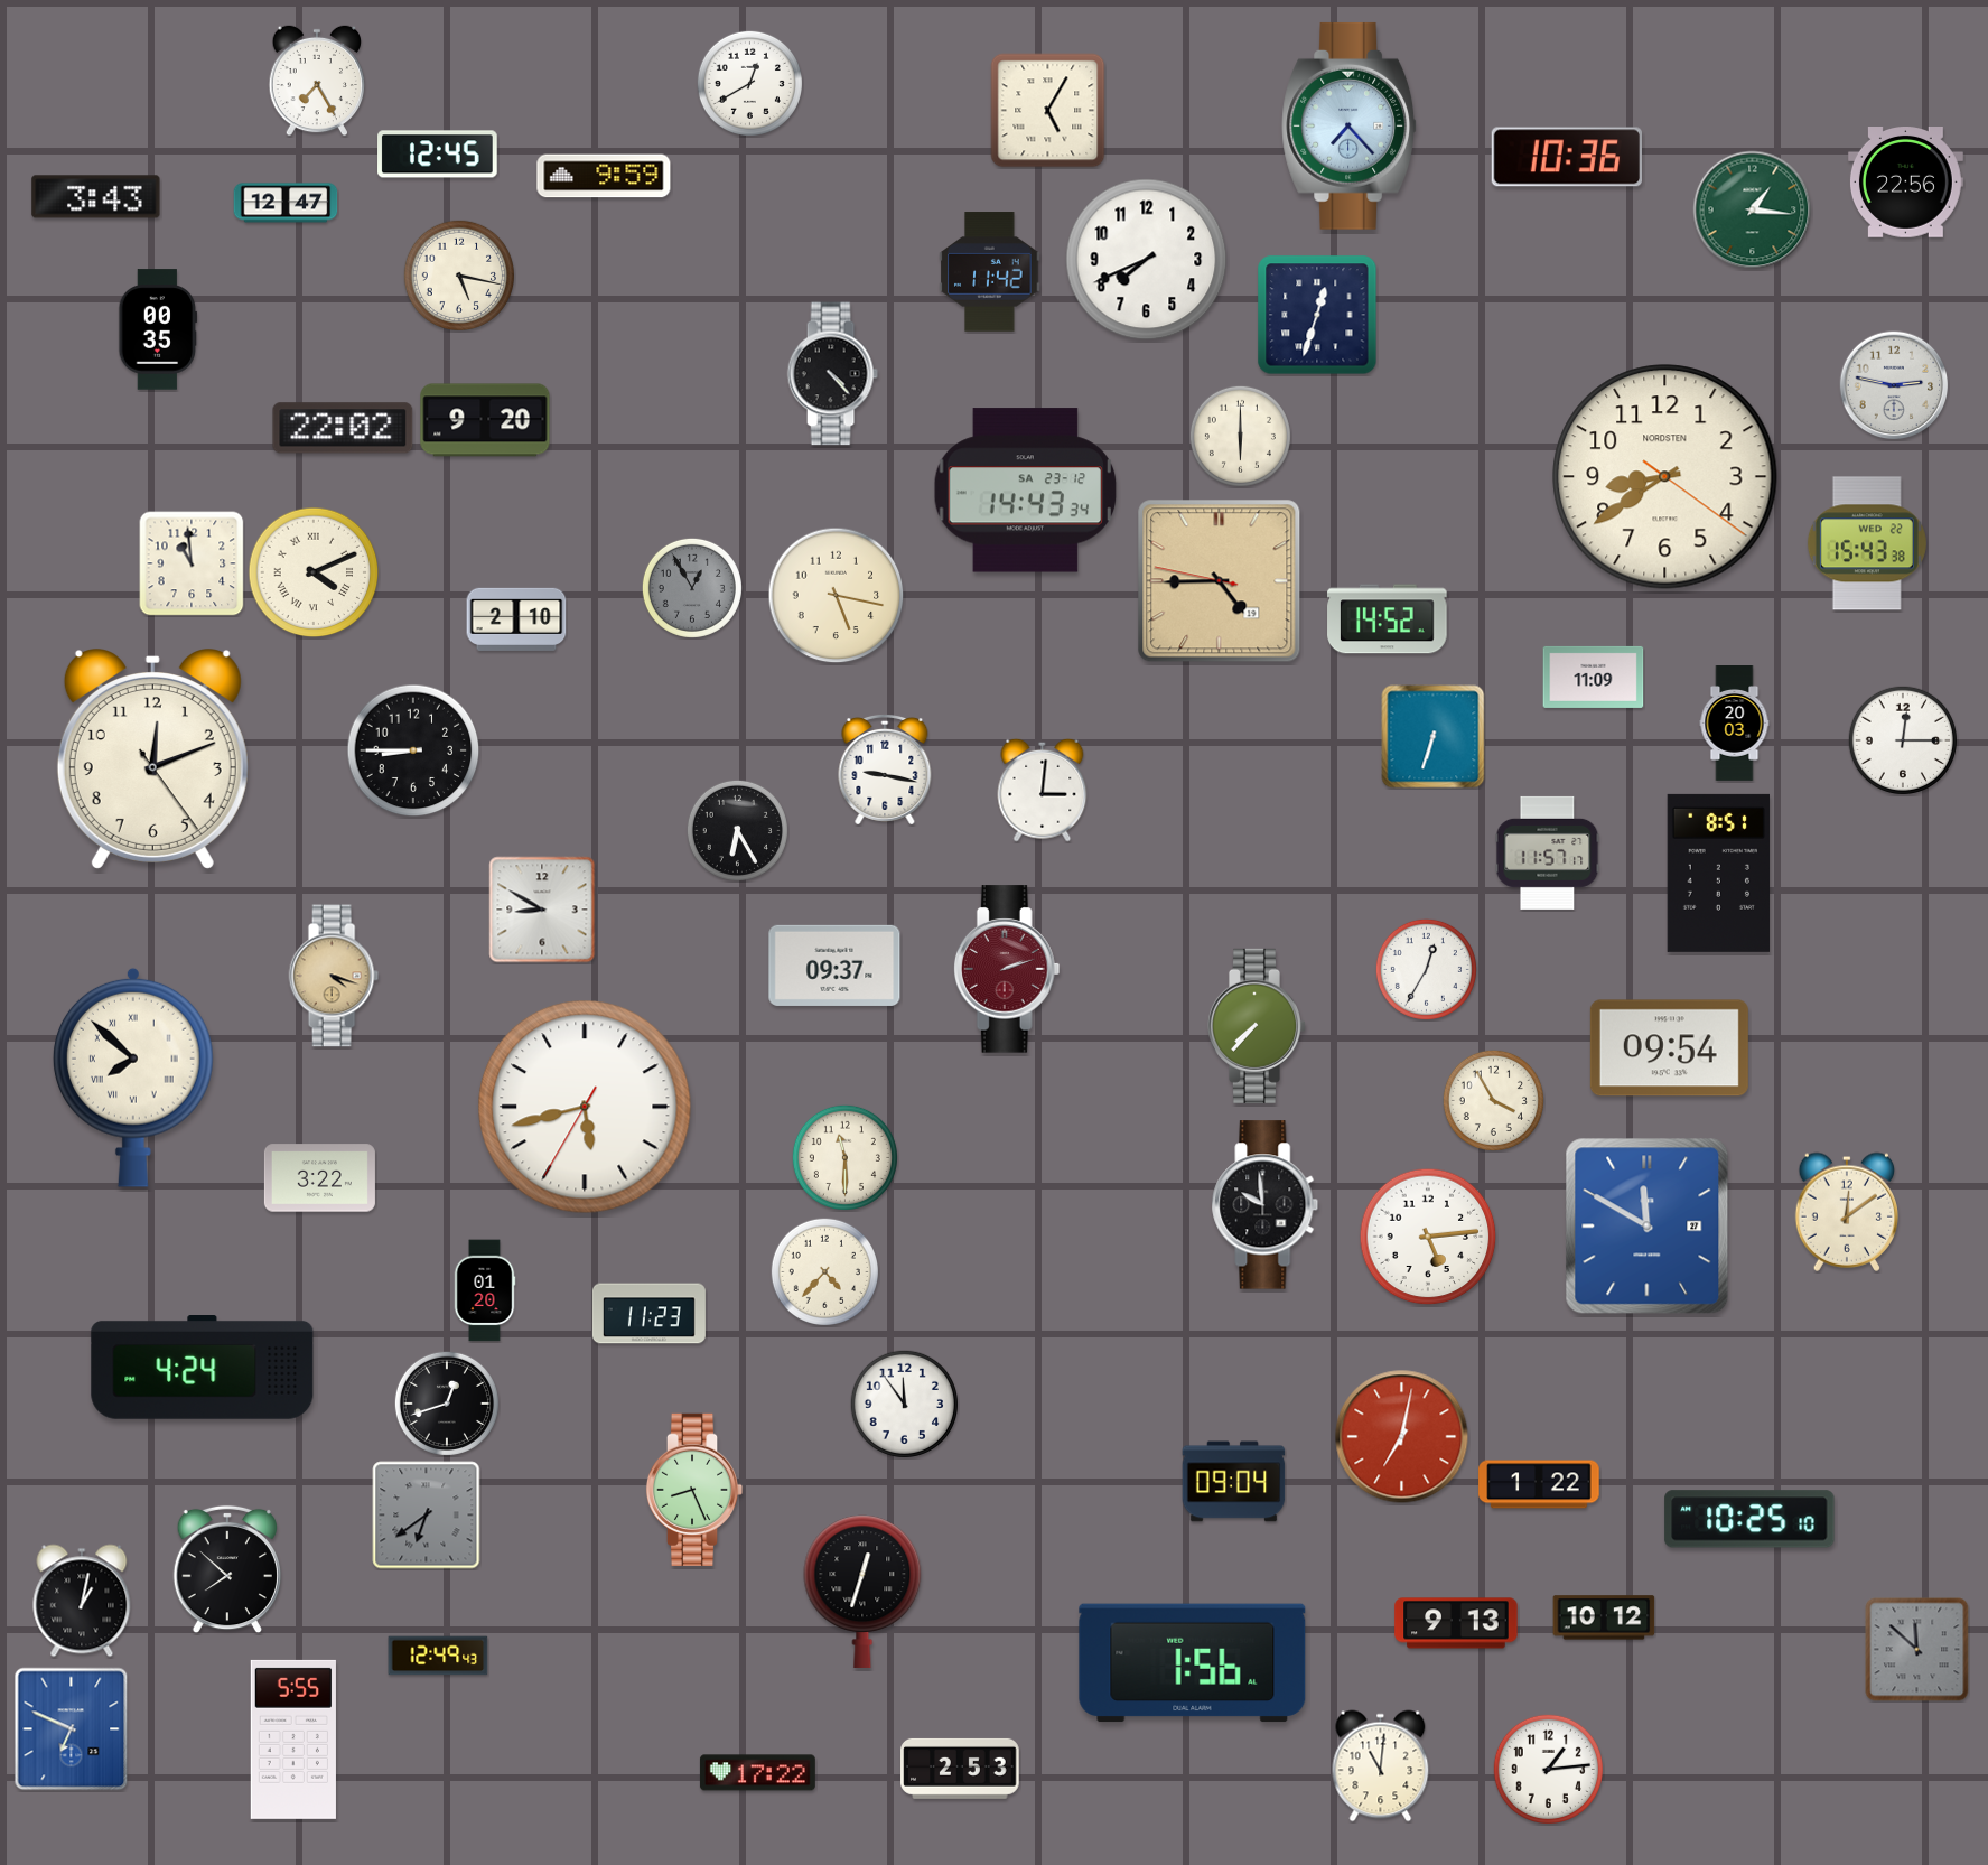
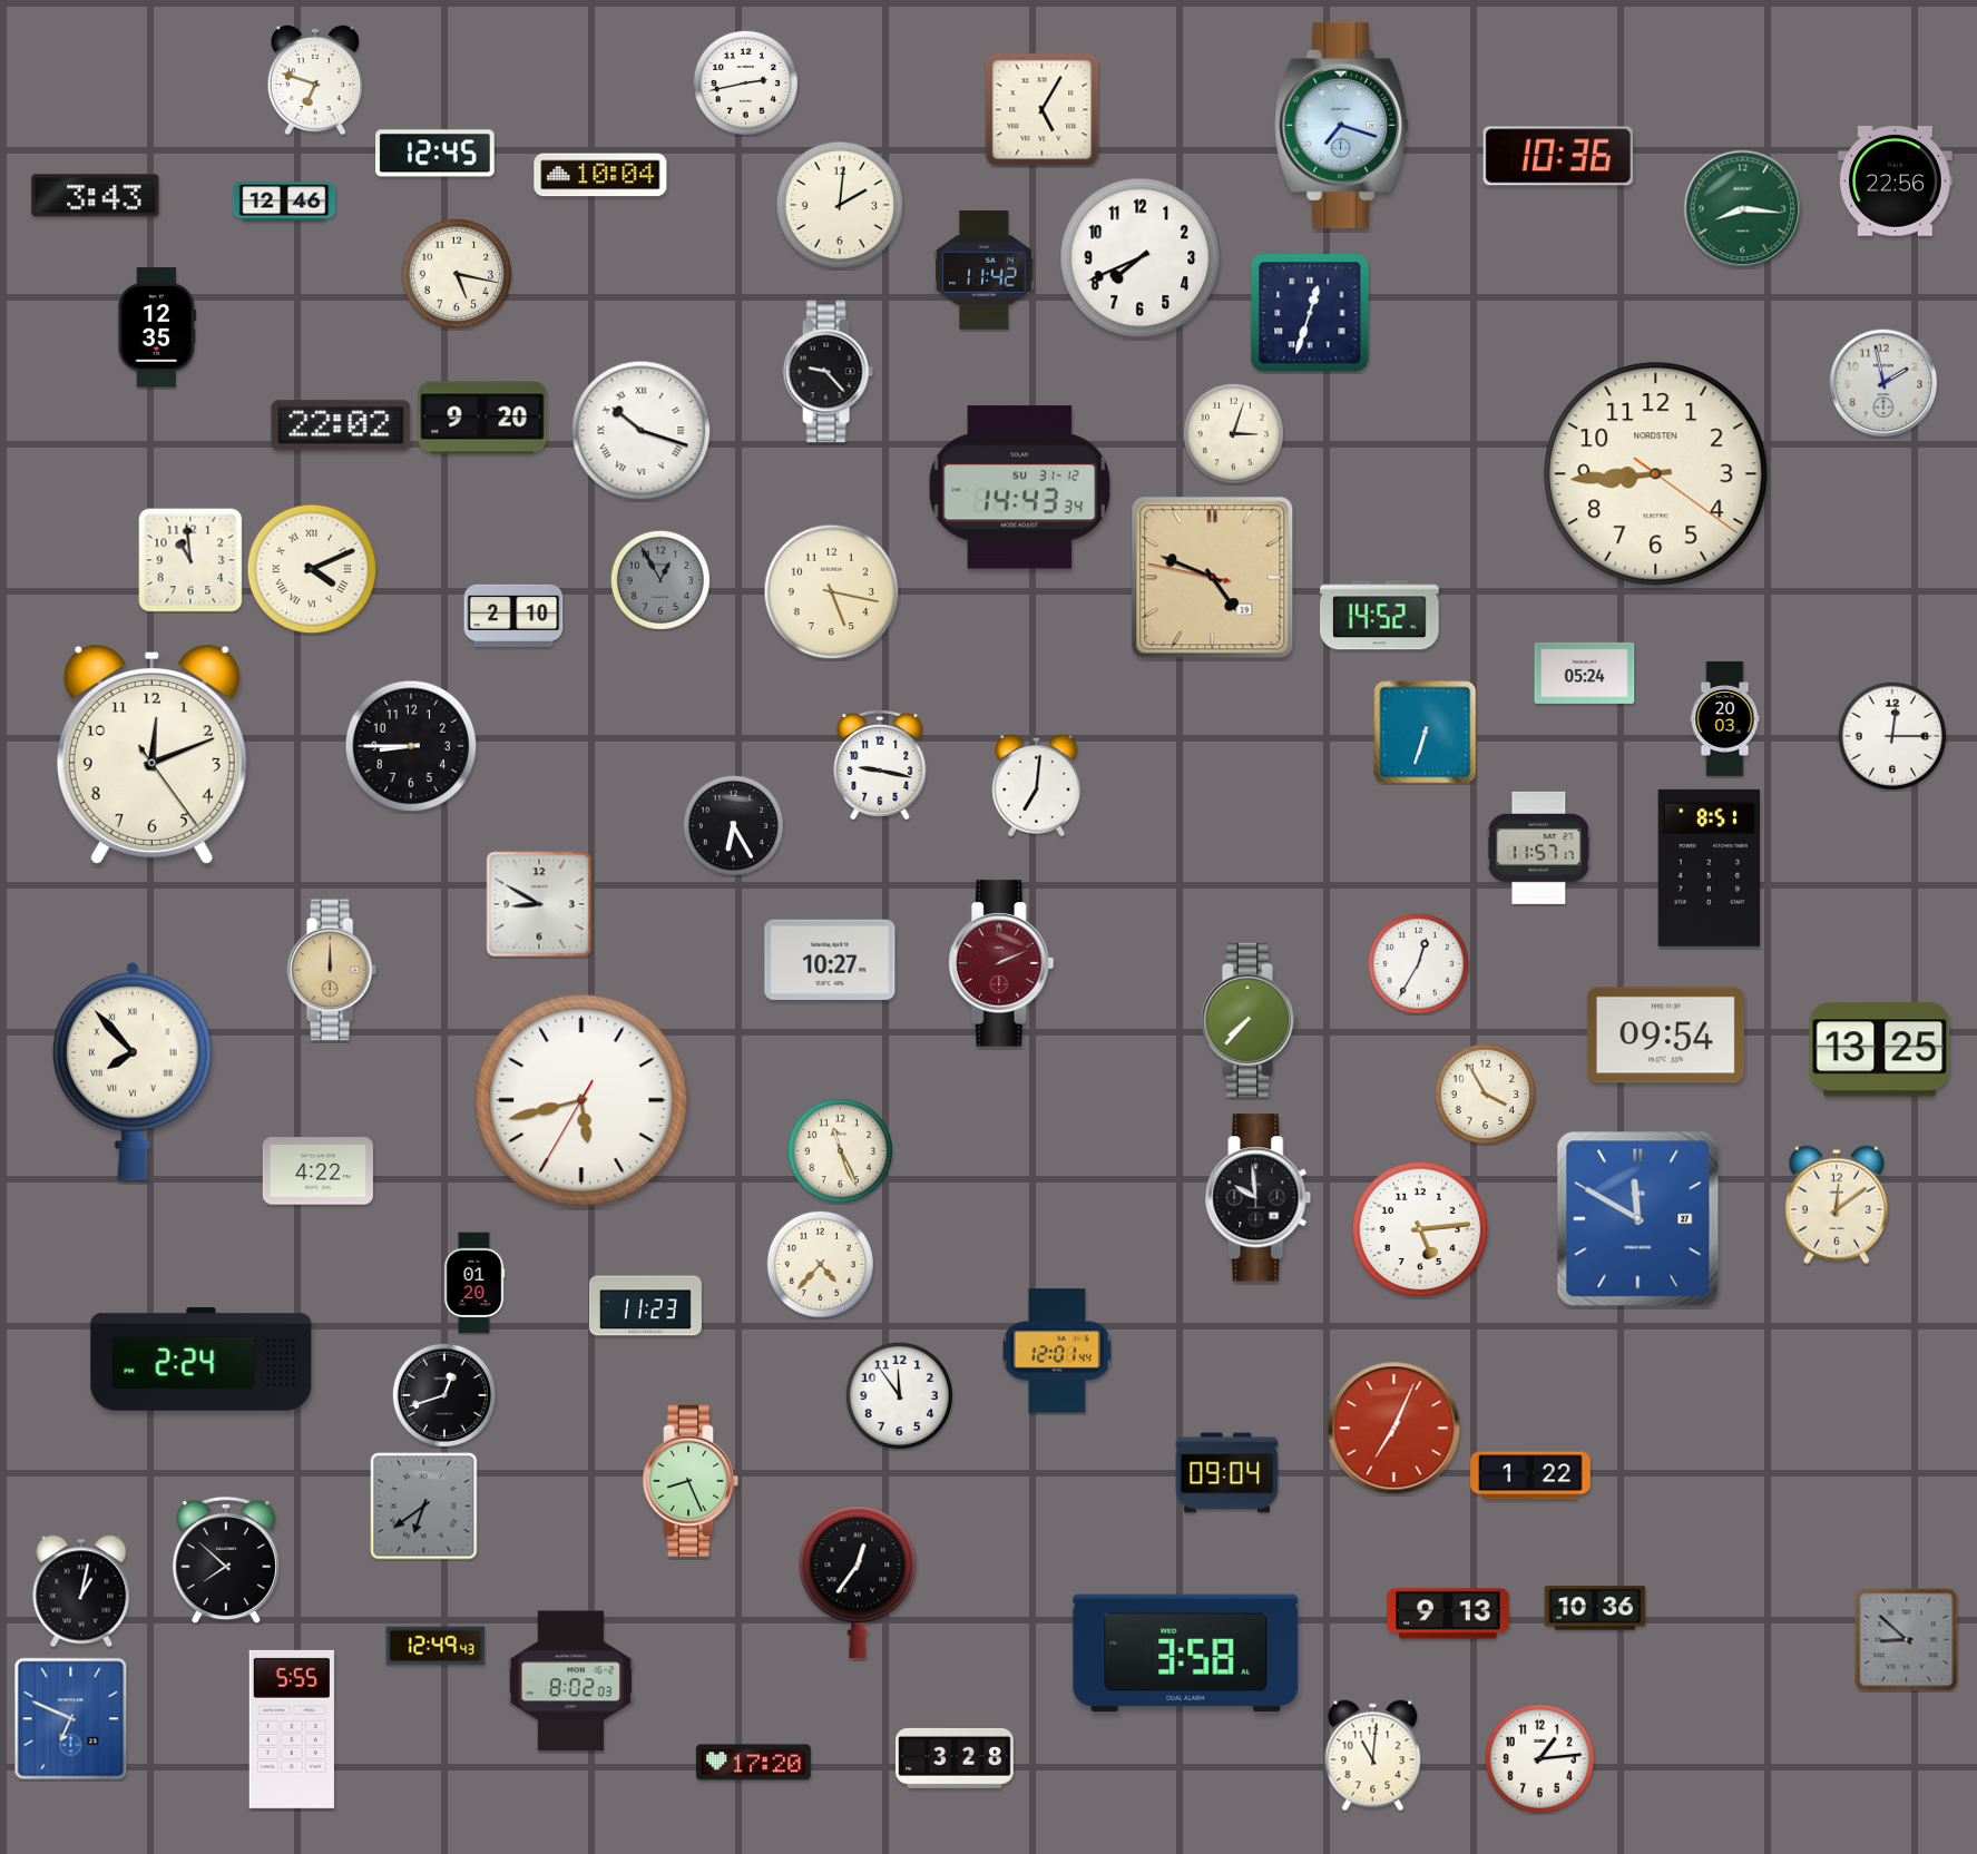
clock at (317, 81): 7:25 -> 6:48
clock at (749, 83): 12:40 -> 2:43
clock at (1350, 125): 7:23 -> 7:18
clock at (604, 176): 9:59 -> 10:04
clock at (286, 203): 12:47 -> 12:46
clock at (840, 205): none -> 2:01
clock at (1753, 211): 1:16 -> 8:16
clock at (158, 329): 00:35 -> 12:35
clock at (832, 374): 4:23 -> 9:23
clock at (1894, 385): 2:47 -> 1:58
clock at (642, 431): none -> 10:18
clock at (1240, 436): 6:00 -> 3:03
clock at (1665, 477): 8:39 -> 8:44
clock at (1026, 491) date: SA 23-12 -> SU 31-12
clock at (1867, 543): 15:43 -> none
clock at (1220, 581): 4:44 -> 4:48
clock at (692, 588) position: (692, 588) -> (660, 580)
clock at (1594, 677): 11:09 -> 05:24
clock at (1043, 790): 3:01 -> 7:01
clock at (834, 966): 09:37 -> 10:27
clock at (1007, 969): 2:12 -> 2:11
clock at (334, 976): 4:18 -> 12:00
clock at (1669, 1048) position: (1669, 1048) -> (1665, 1036)
clock at (1880, 1050): none -> 13:25
clock at (133, 1078): 7:52 -> 7:53
clock at (844, 1157): 11:30 -> 11:26
clock at (319, 1178): 3:22 -> 4:22
clock at (485, 1290) position: (485, 1290) -> (474, 1283)
clock at (1057, 1351): none -> 12:01
clock at (203, 1368): 4:24 -> 2:24
clock at (1402, 1437): 7:02 -> 7:04
clock at (1749, 1519): 10:25 -> none
clock at (862, 1592): 12:33 -> 12:36
clock at (1604, 1617): 10:12 -> 10:36
clock at (1917, 1650): 11:52 -> 8:52
clock at (1193, 1663): 1:56 -> 3:58
clock at (570, 1681): none -> 8:02
clock at (960, 1769): 2:53 -> 3:28
clock at (757, 1773): 17:22 -> 17:20
